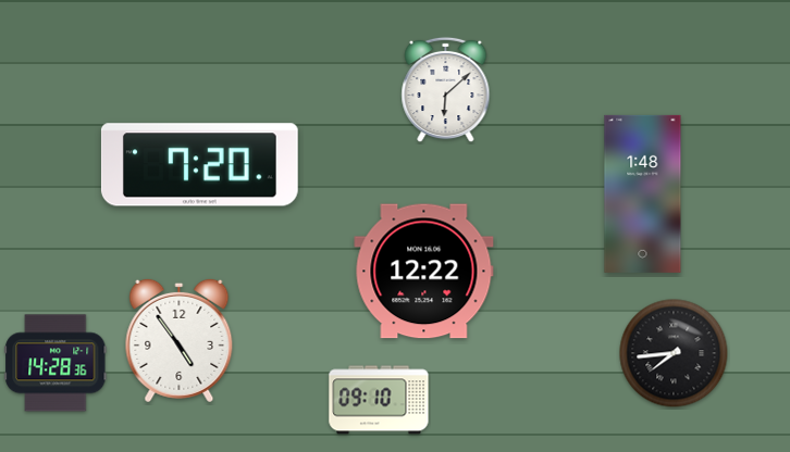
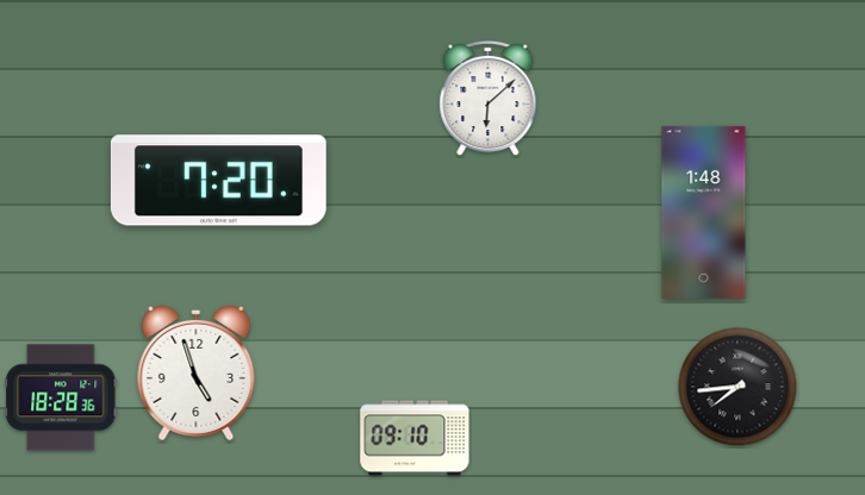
clock at (424, 272): 12:22 -> none
clock at (180, 340): 4:54 -> 4:57
clock at (55, 363): 14:28 -> 18:28
